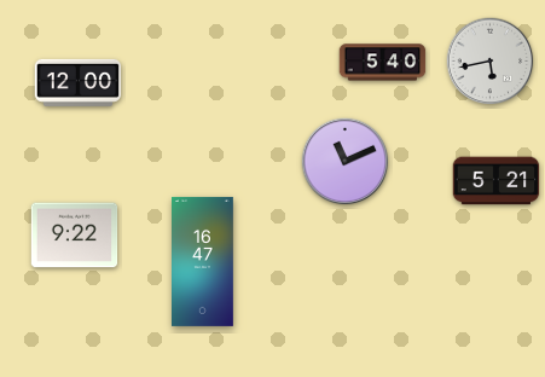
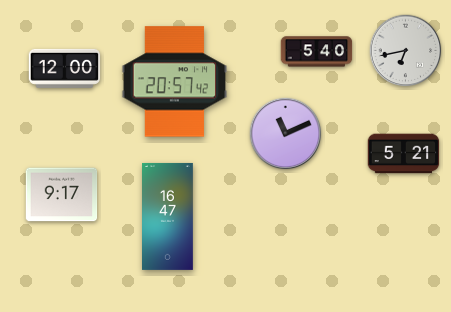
clock at (491, 62): 5:43 -> 6:43
clock at (175, 82): none -> 20:57
clock at (497, 181) position: (497, 181) -> (404, 154)
clock at (75, 236): 9:22 -> 9:17
